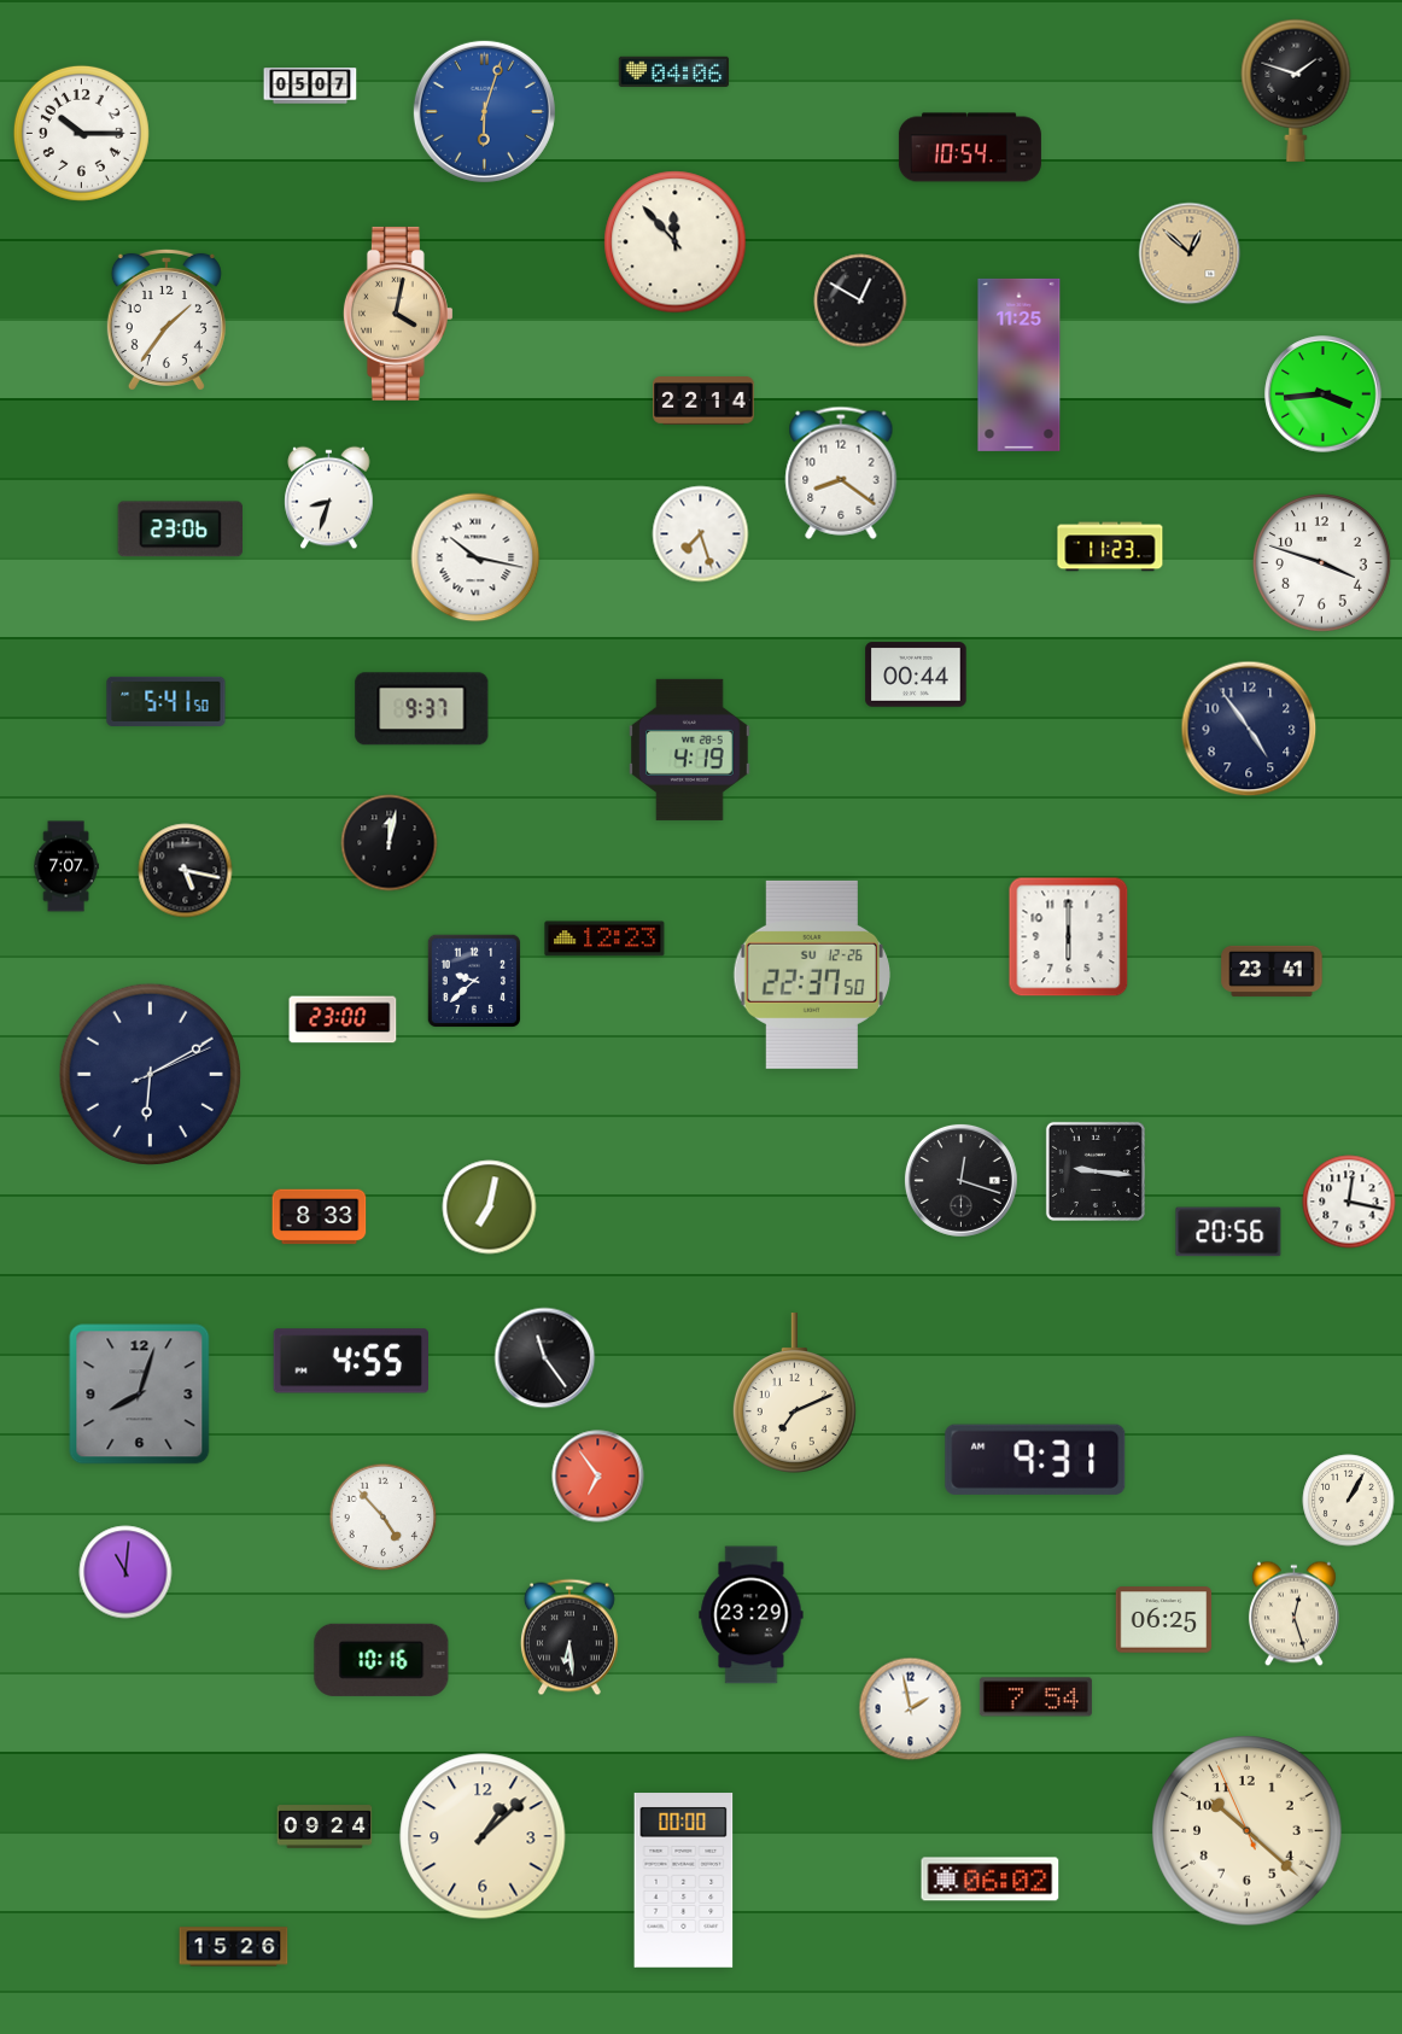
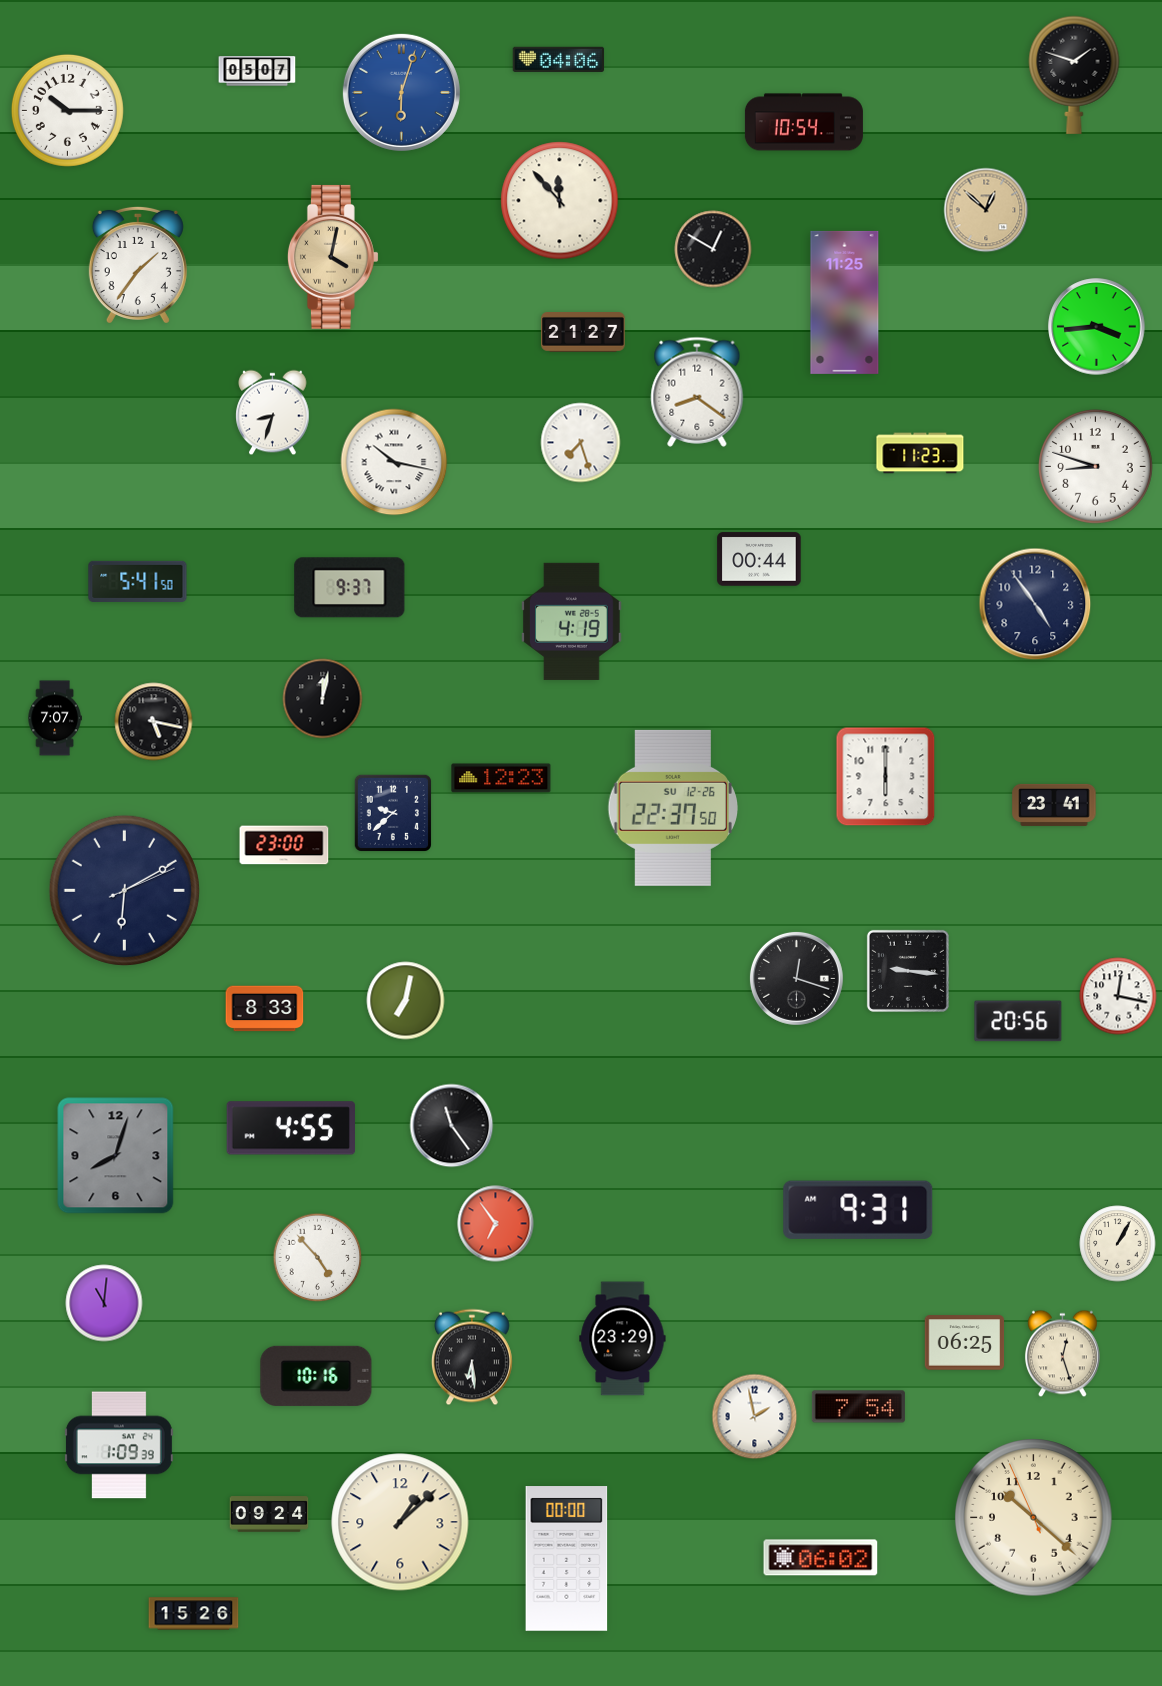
clock at (398, 314) position: (398, 314) -> (333, 257)
clock at (703, 402): 22:14 -> 21:27
clock at (180, 530): 23:06 -> none
clock at (1322, 563): 3:48 -> 8:48
clock at (794, 1393): 7:11 -> none
clock at (1293, 1614) position: (1293, 1614) -> (1062, 1354)
clock at (119, 1445): none -> 1:09
